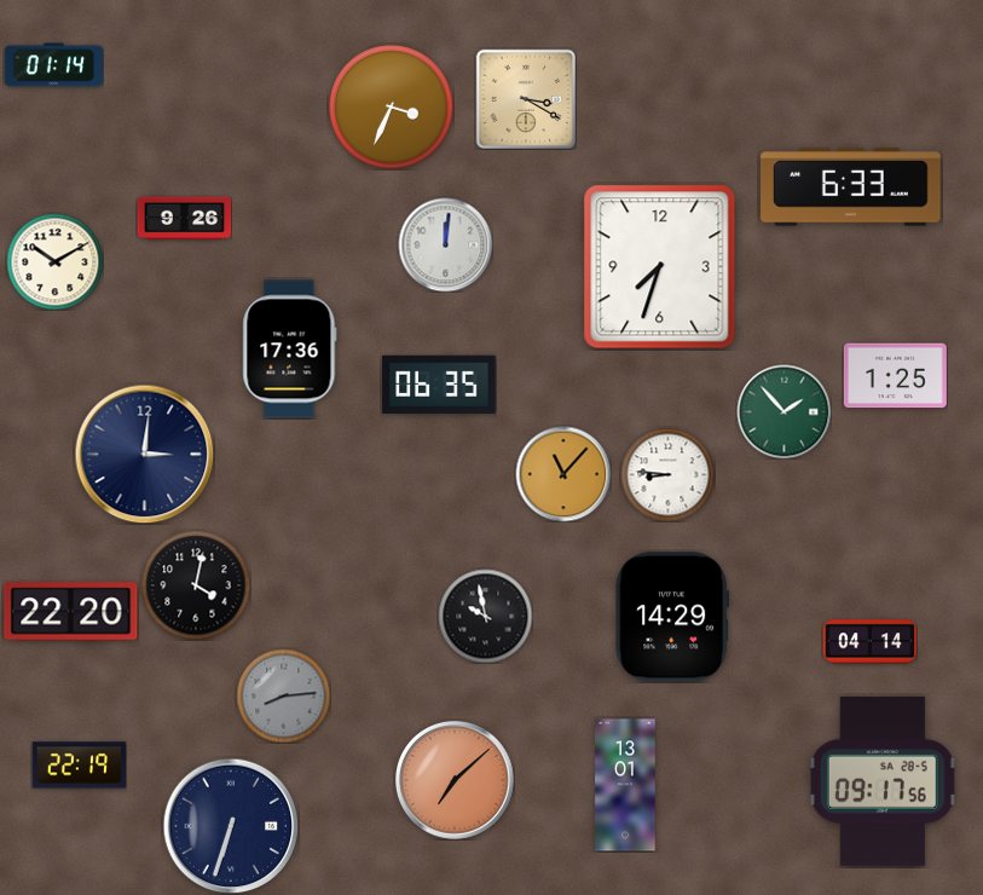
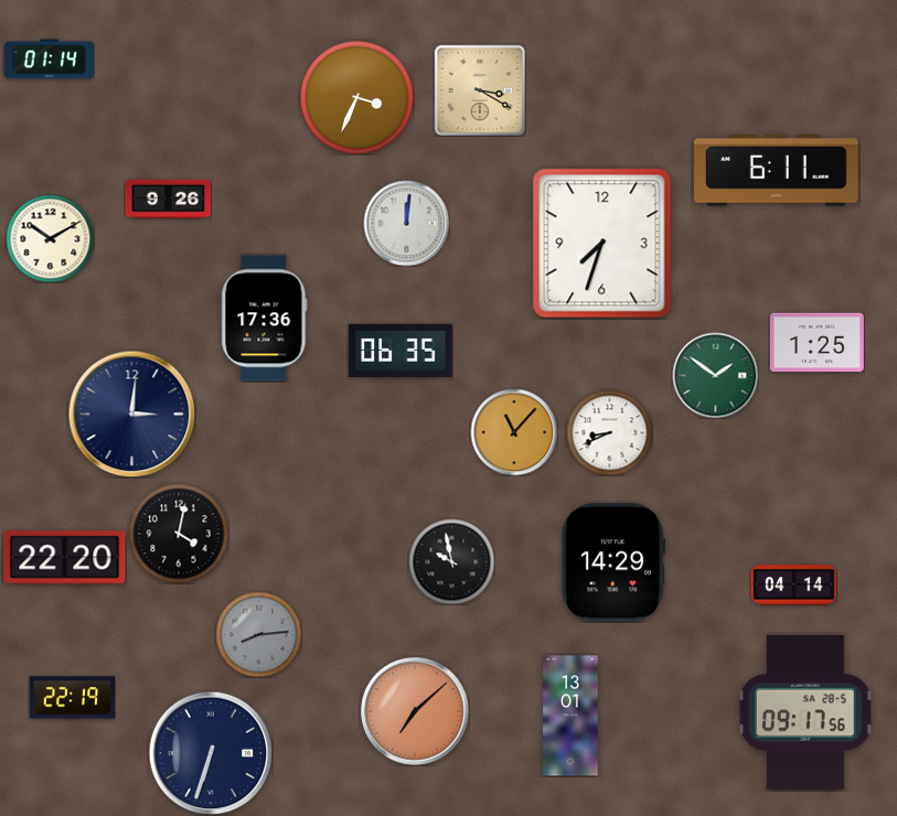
clock at (851, 187): 6:33 -> 6:11
clock at (783, 411): 1:53 -> 1:51
clock at (667, 474): 8:46 -> 8:41
clock at (485, 616) position: (485, 616) -> (451, 561)
